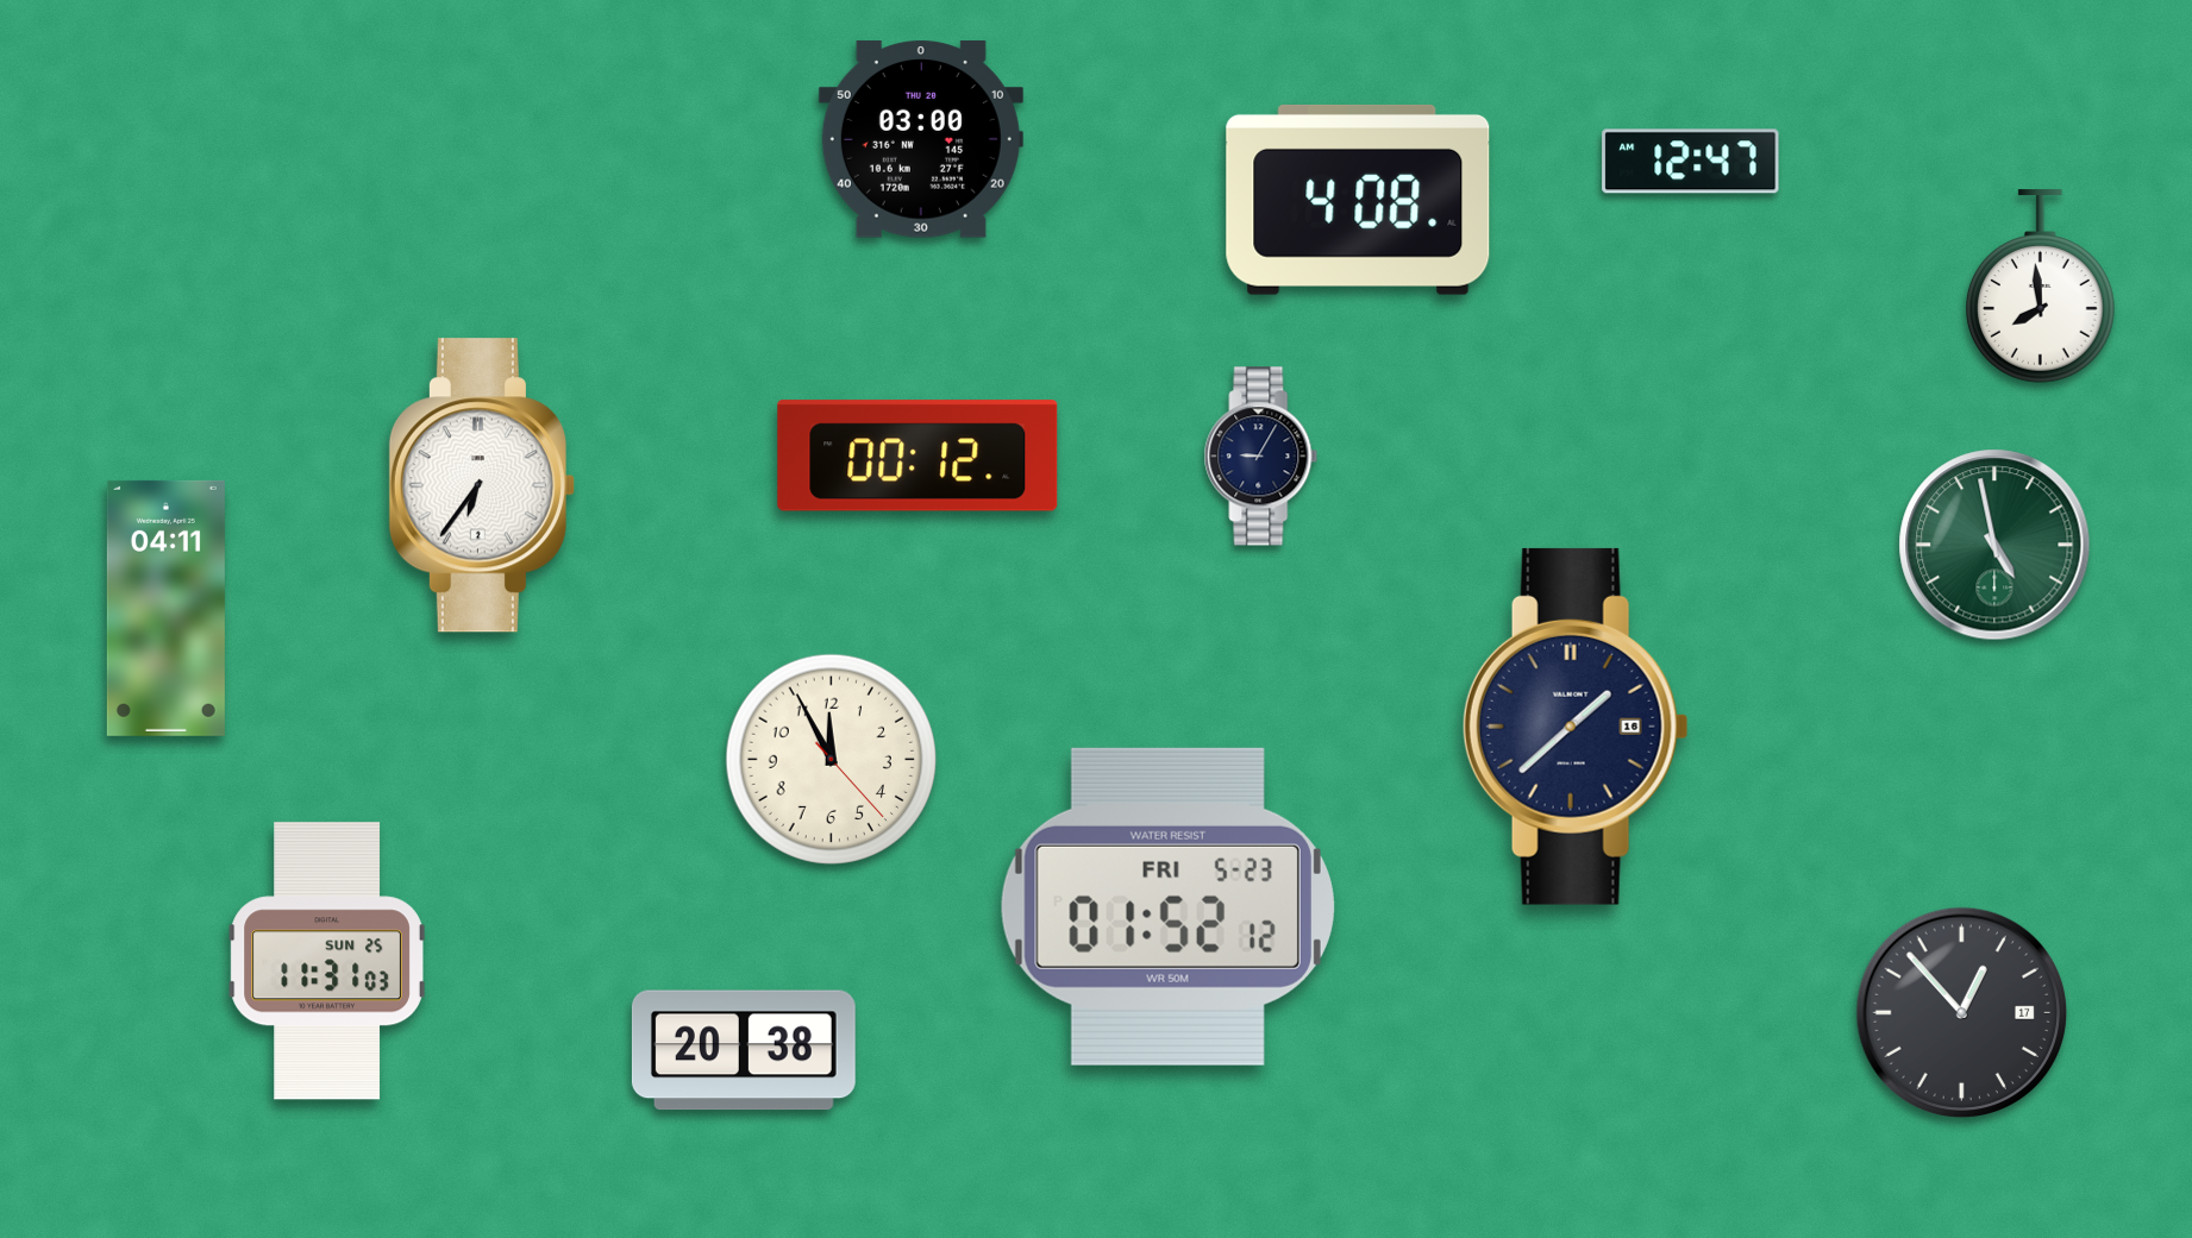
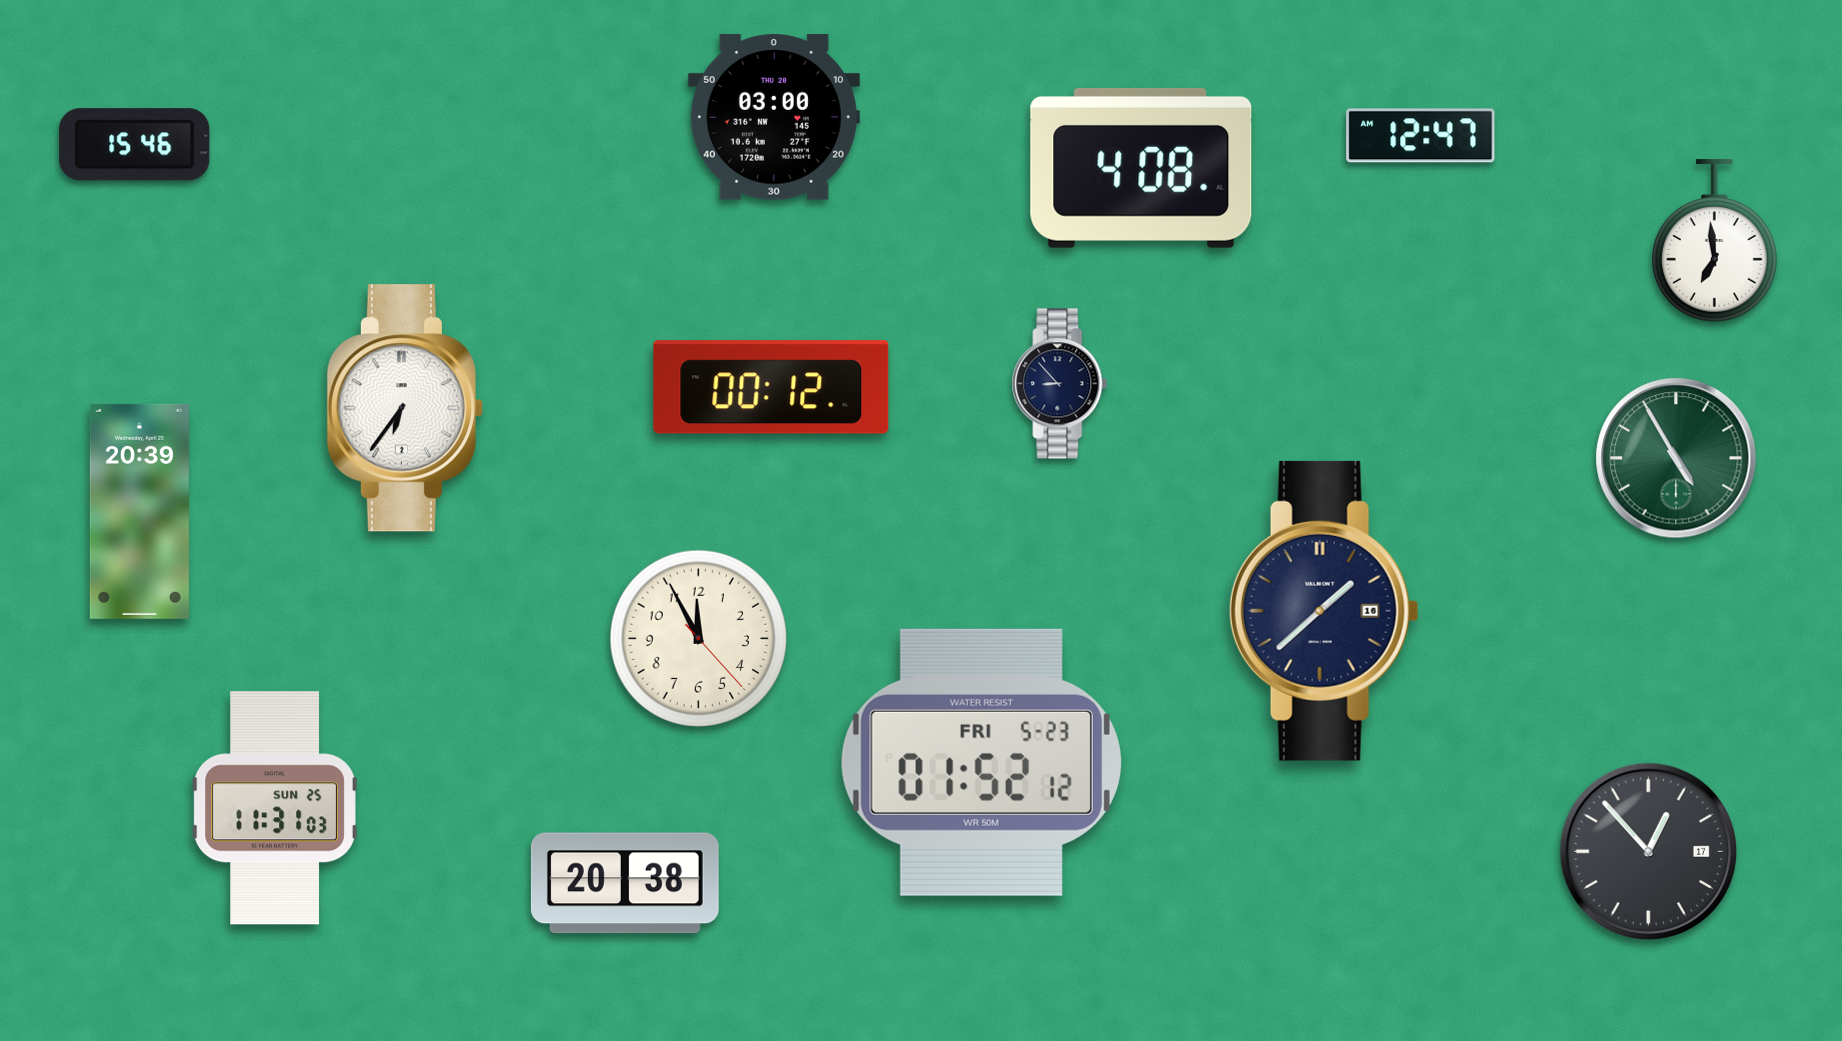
clock at (135, 145): none -> 15:46
clock at (2041, 287): 7:59 -> 6:59
clock at (917, 455) position: (917, 455) -> (771, 387)
clock at (1261, 457): 9:05 -> 8:53
clock at (1994, 545): 4:58 -> 4:55
clock at (165, 608): 04:11 -> 20:39
